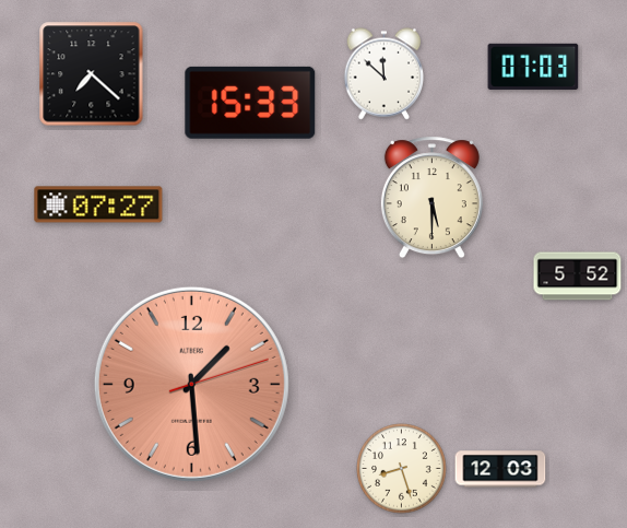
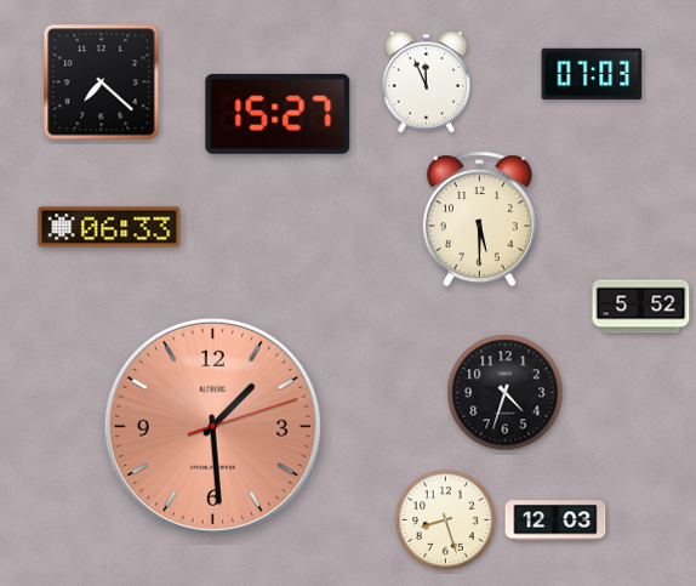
clock at (383, 74): 11:52 -> 11:56
clock at (250, 103): 15:33 -> 15:27
clock at (98, 204): 07:27 -> 06:33
clock at (506, 393): none -> 4:33
